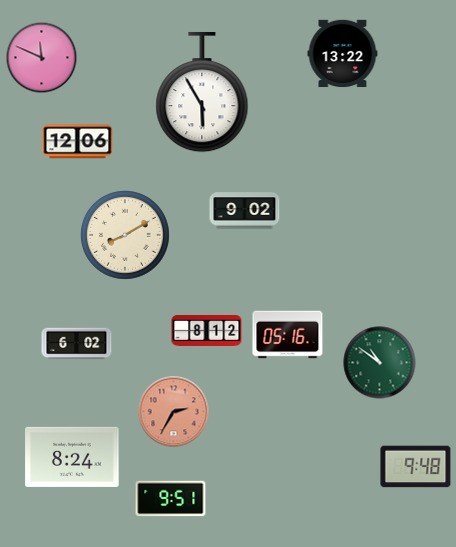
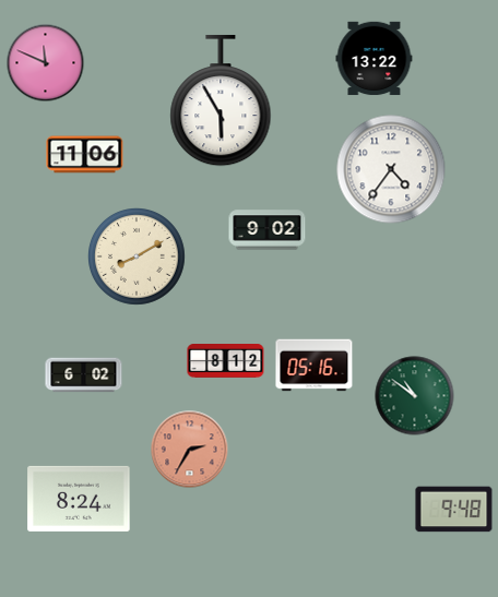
clock at (78, 142): 12:06 -> 11:06
clock at (391, 169): none -> 4:36
clock at (171, 499): 9:51 -> none
